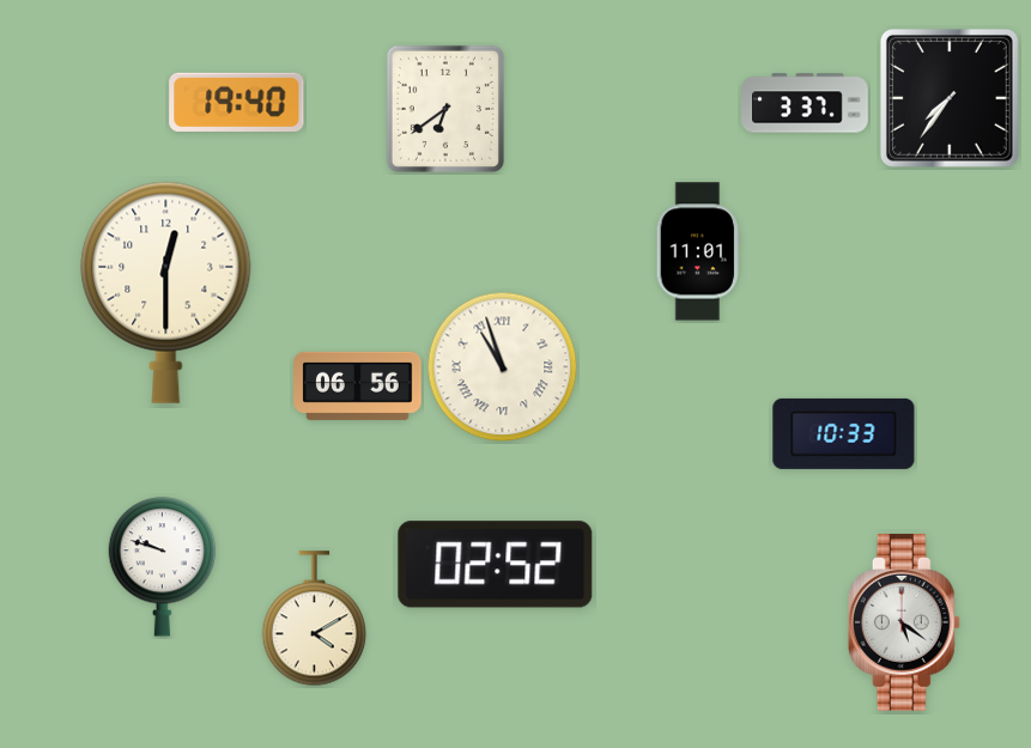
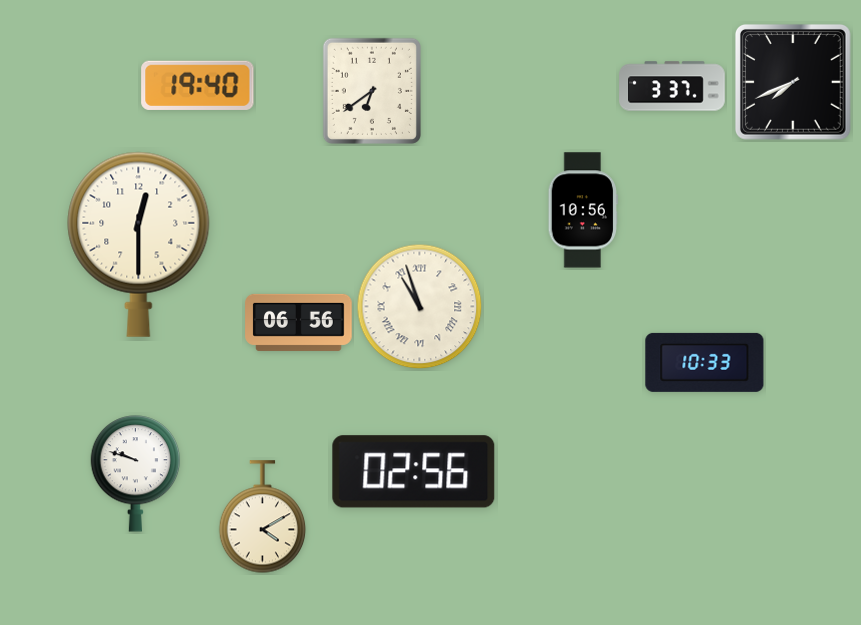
clock at (950, 98): 7:36 -> 7:41
clock at (698, 251): 11:01 -> 10:56
clock at (496, 565): 02:52 -> 02:56
clock at (904, 622): 5:21 -> none
